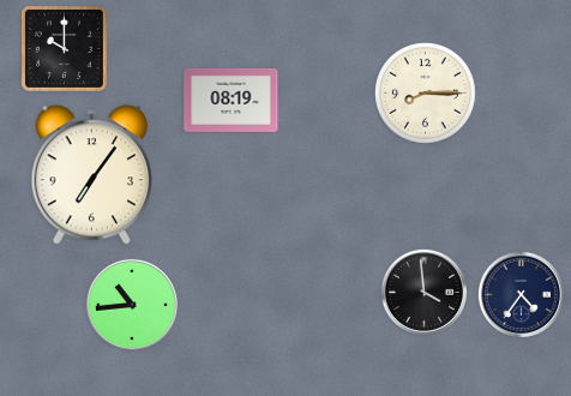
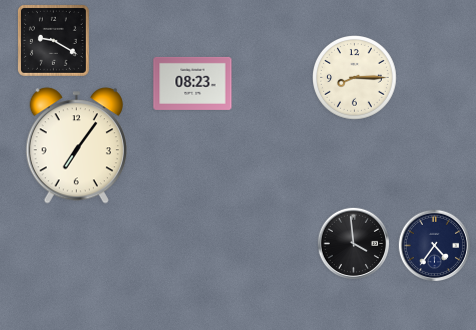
clock at (64, 48): 10:00 -> 9:20
clock at (232, 100): 08:19 -> 08:23
clock at (132, 305): 10:44 -> none
